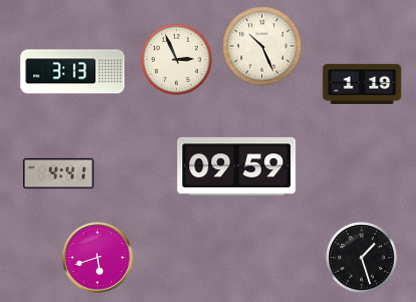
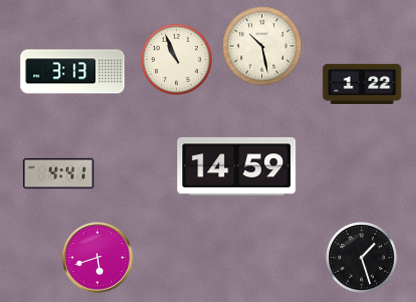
clock at (262, 46): 10:26 -> 10:28
clock at (176, 59): 2:56 -> 10:56
clock at (362, 83): 1:19 -> 1:22
clock at (237, 167): 09:59 -> 14:59
